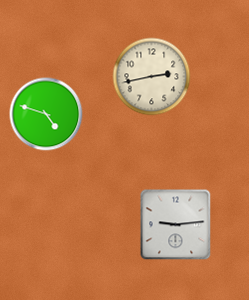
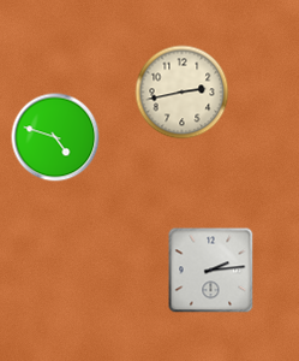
clock at (176, 225): 9:14 -> 2:14
